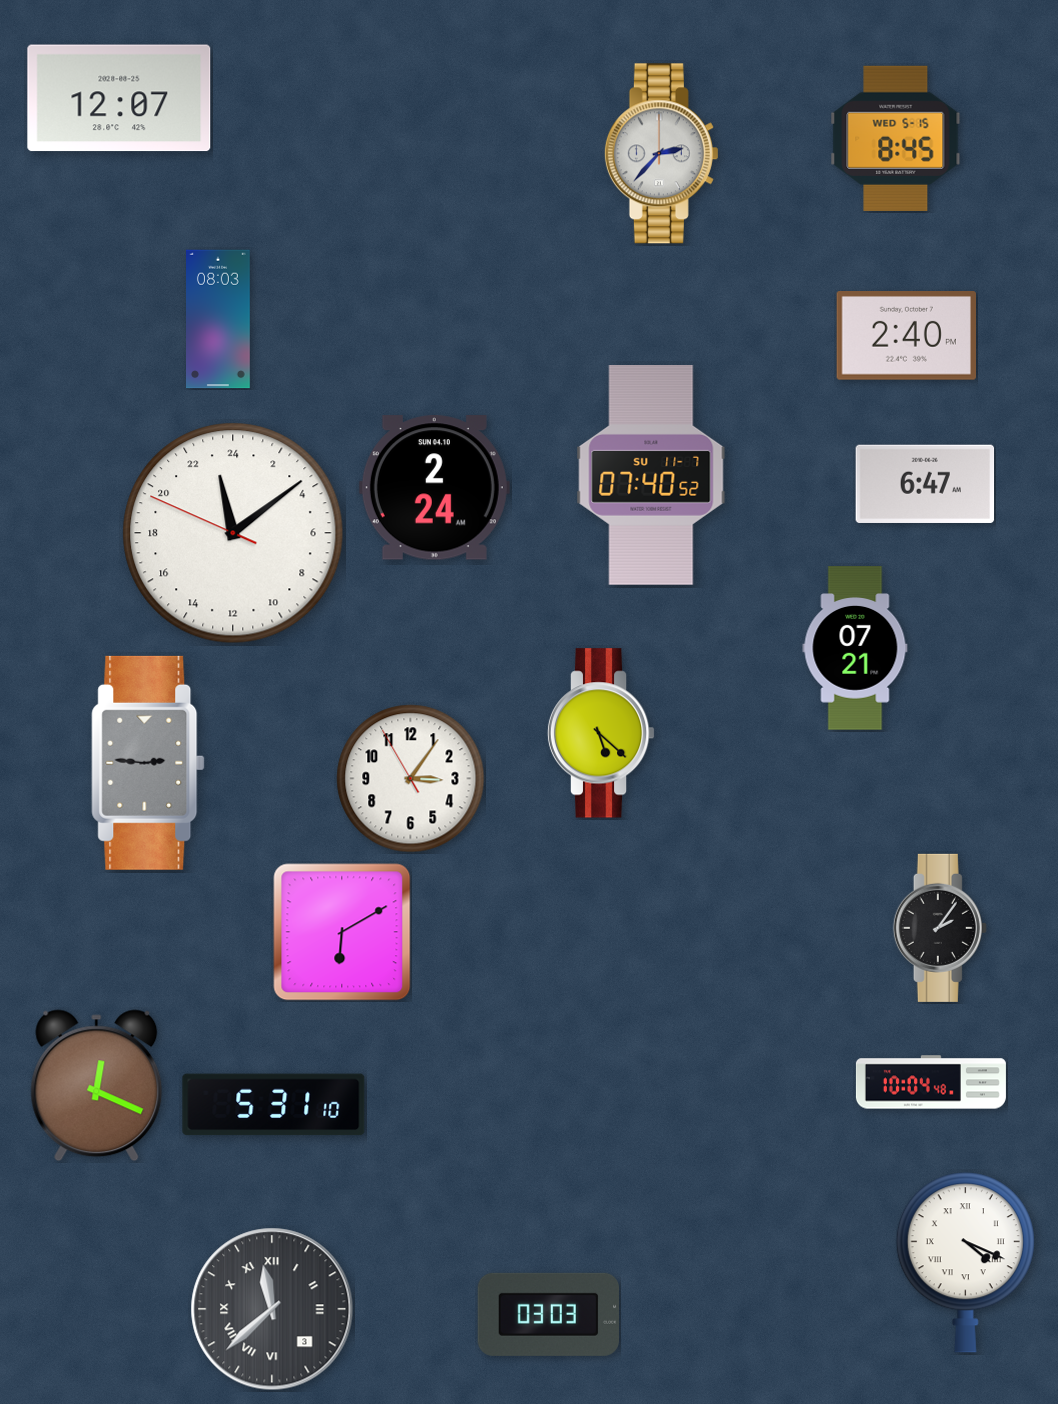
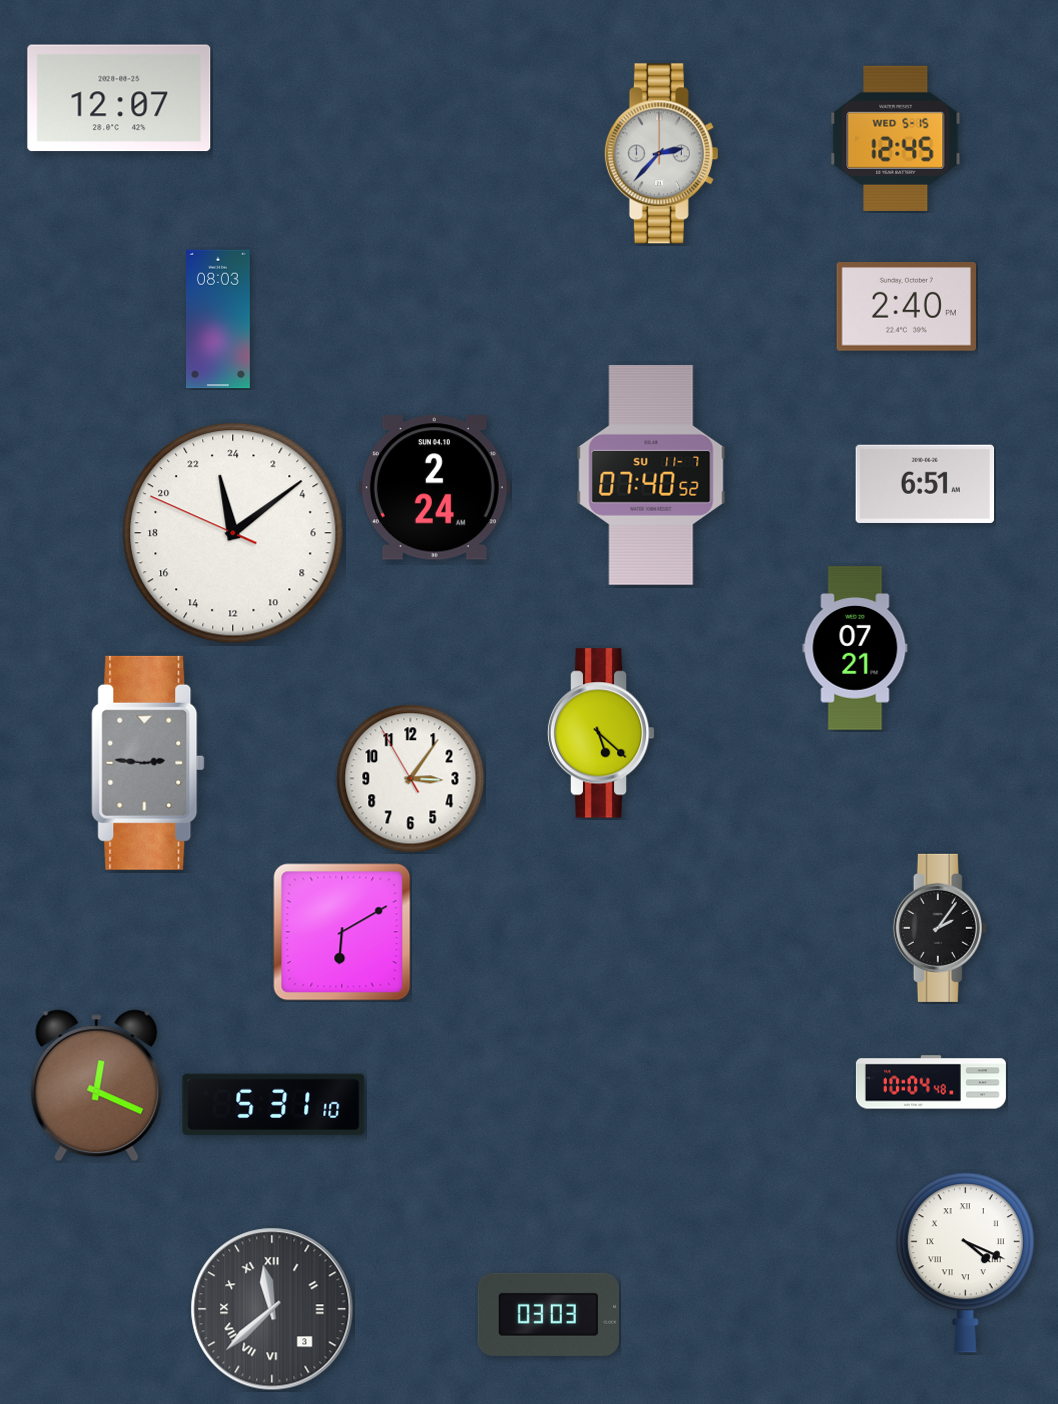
clock at (896, 138): 8:45 -> 12:45
clock at (906, 336) position: (906, 336) -> (906, 307)
clock at (925, 484): 6:47 -> 6:51
